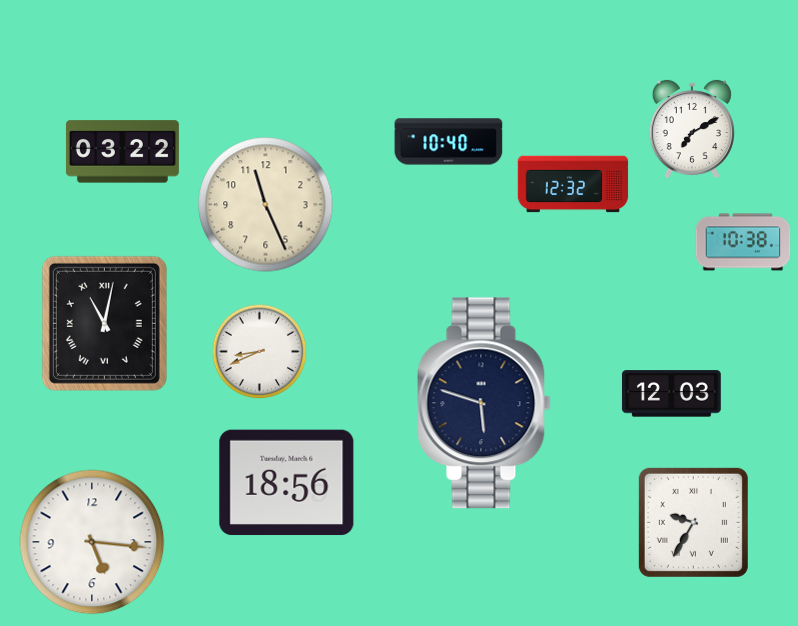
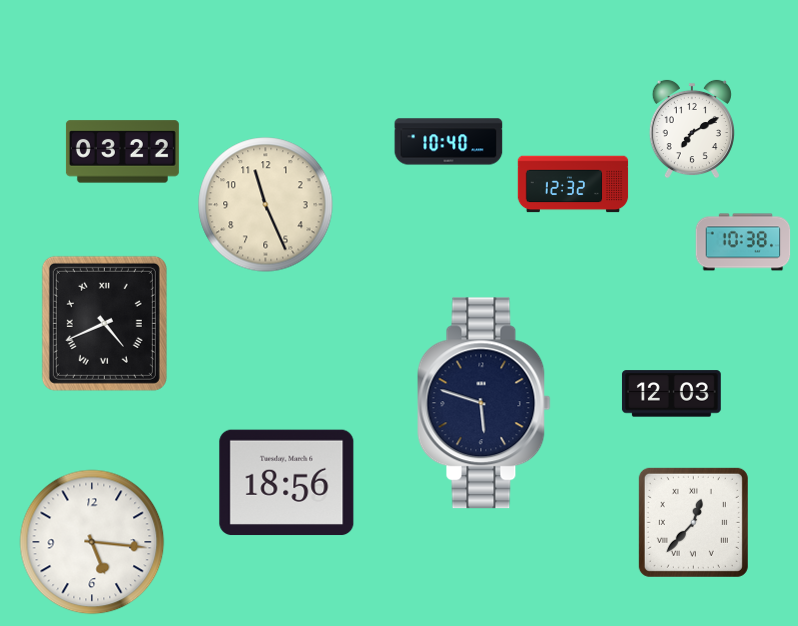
clock at (104, 323): 11:02 -> 4:41
clock at (260, 352): 8:41 -> none
clock at (693, 522): 9:35 -> 12:37
